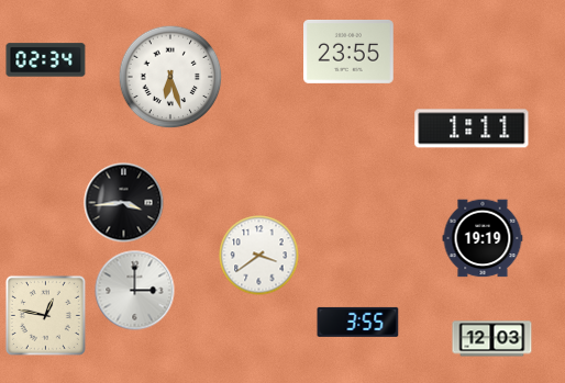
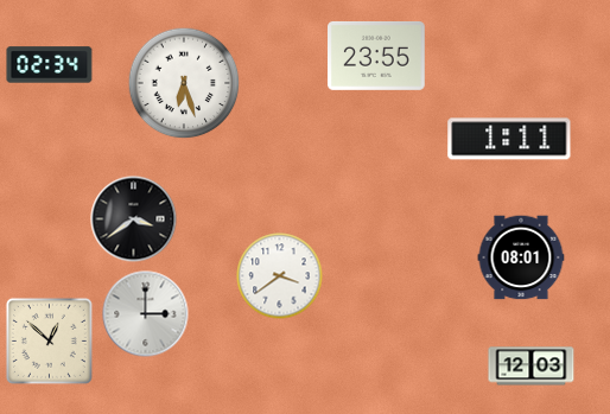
clock at (124, 203): 3:44 -> 3:39
clock at (483, 238): 19:19 -> 08:01
clock at (45, 315): 12:47 -> 12:52
clock at (358, 322): 3:55 -> none
